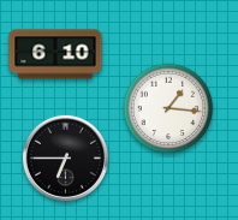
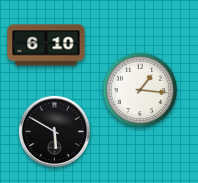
clock at (65, 157): 6:45 -> 5:50
